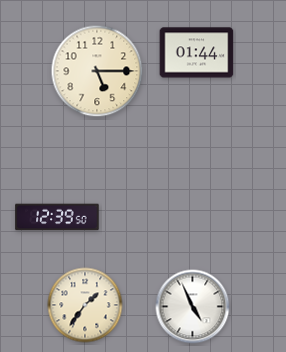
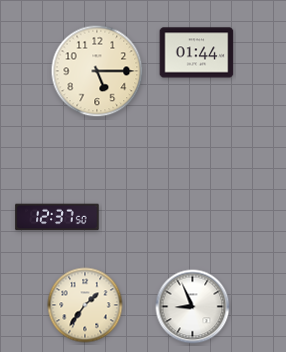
clock at (57, 217): 12:39 -> 12:37
clock at (193, 307): 4:56 -> 8:56
